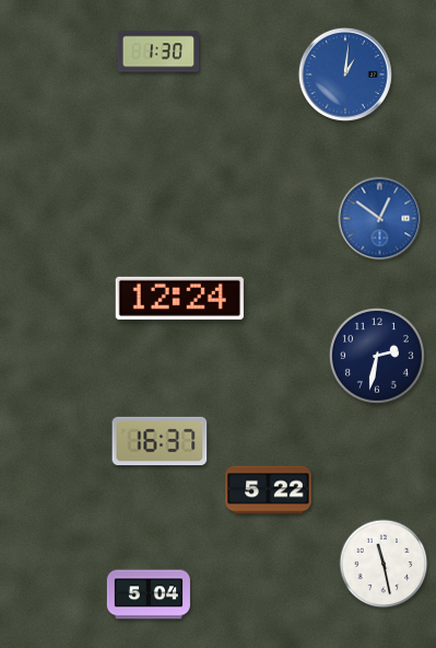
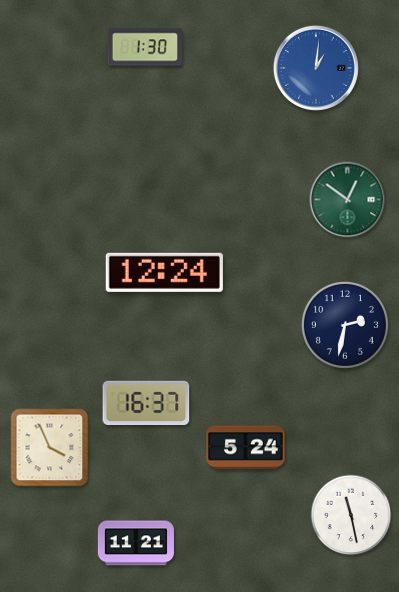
clock at (380, 219) dial: blue -> green
clock at (50, 448): none -> 3:56
clock at (269, 490): 5:22 -> 5:24
clock at (149, 594): 5:04 -> 11:21
